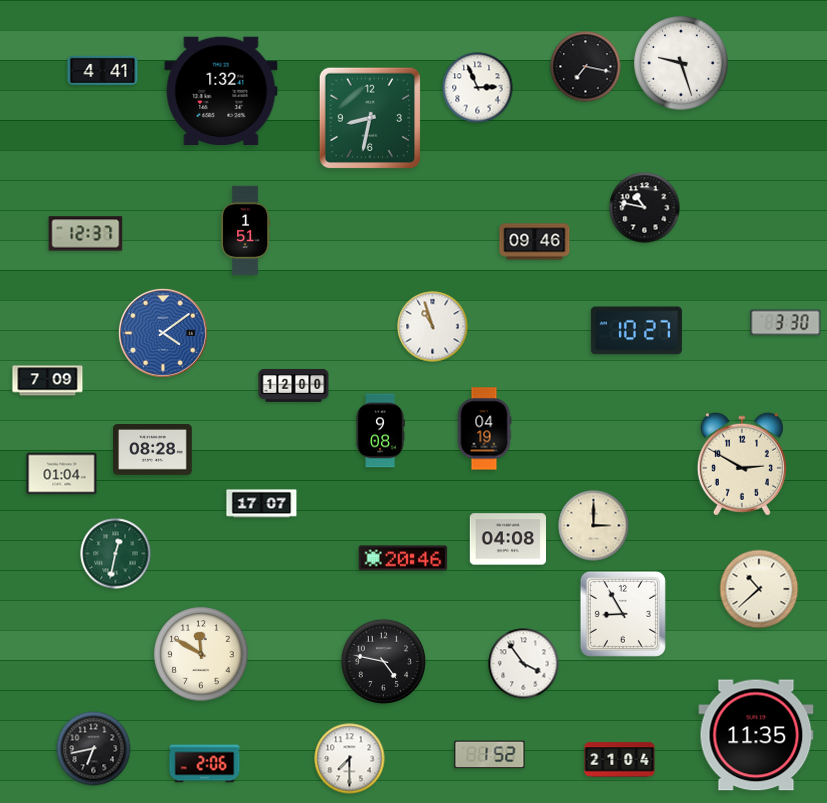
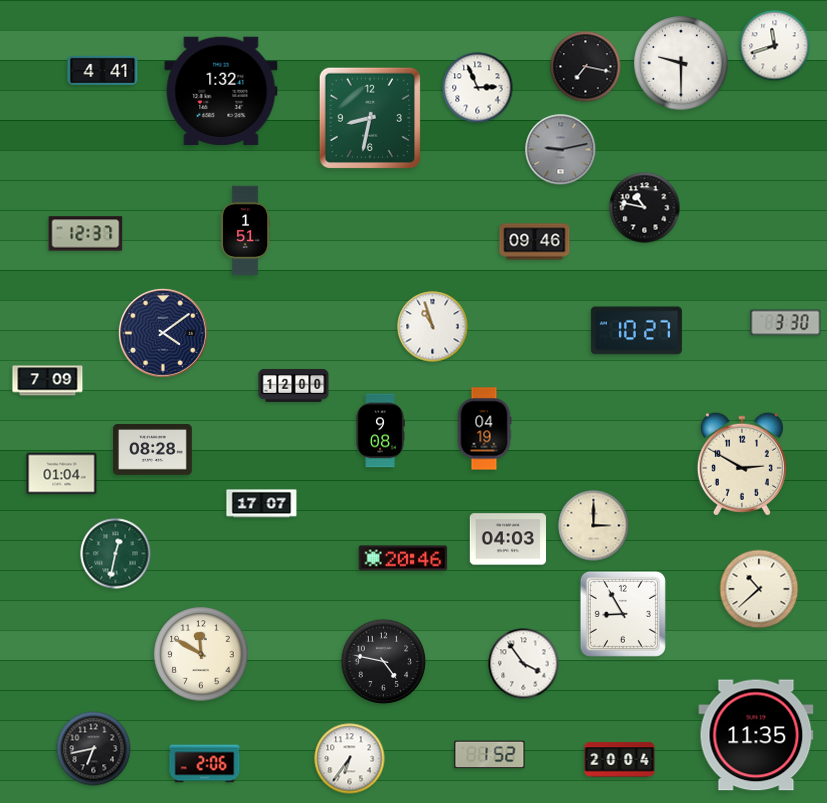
clock at (775, 46): none -> 11:42
clock at (681, 63): 9:27 -> 9:30
clock at (561, 150): none -> 9:13
clock at (163, 333) dial: blue -> navy
clock at (507, 539): 04:08 -> 04:03
clock at (350, 759): 7:30 -> 6:36
clock at (620, 760): 21:04 -> 20:04
